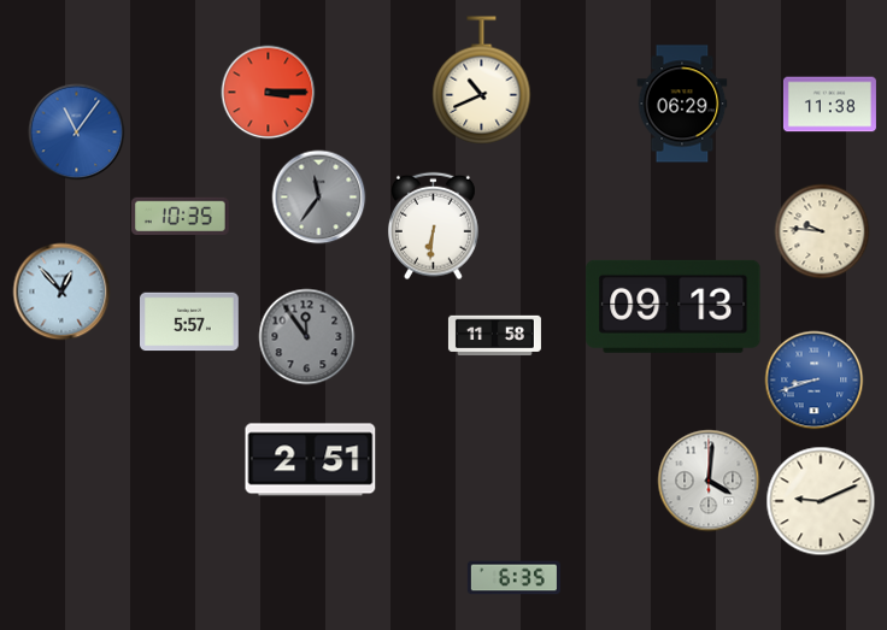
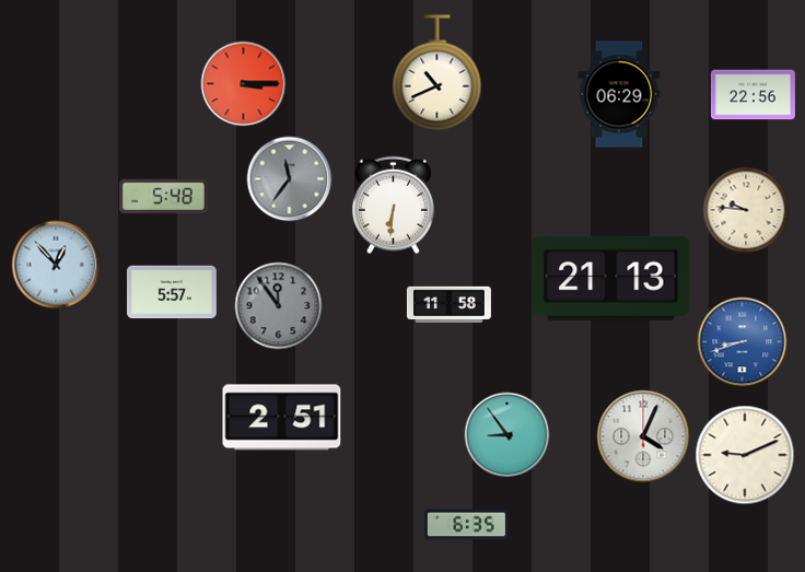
clock at (829, 105): 11:38 -> 22:56
clock at (76, 131): 11:06 -> none
clock at (180, 216): 10:35 -> 5:48
clock at (674, 306): 09:13 -> 21:13
clock at (813, 379) position: (813, 379) -> (742, 341)
clock at (506, 434): none -> 8:54
clock at (709, 481): 4:01 -> 4:04
